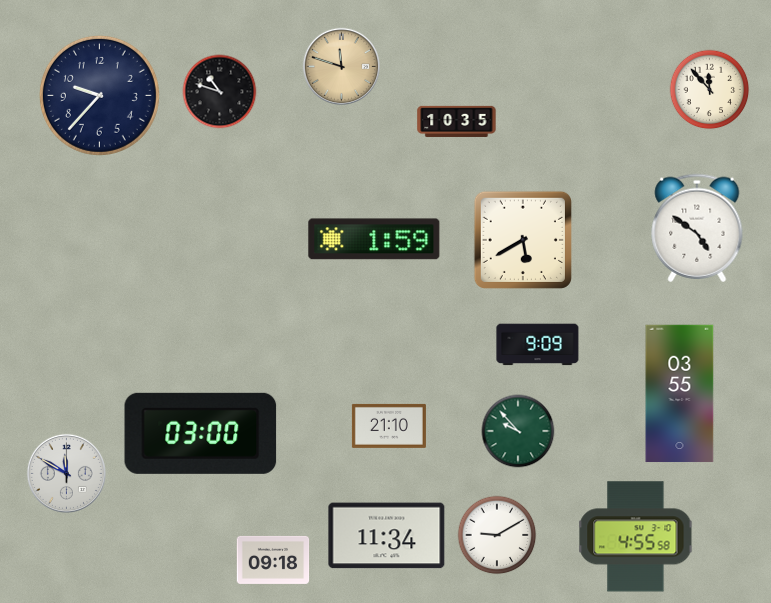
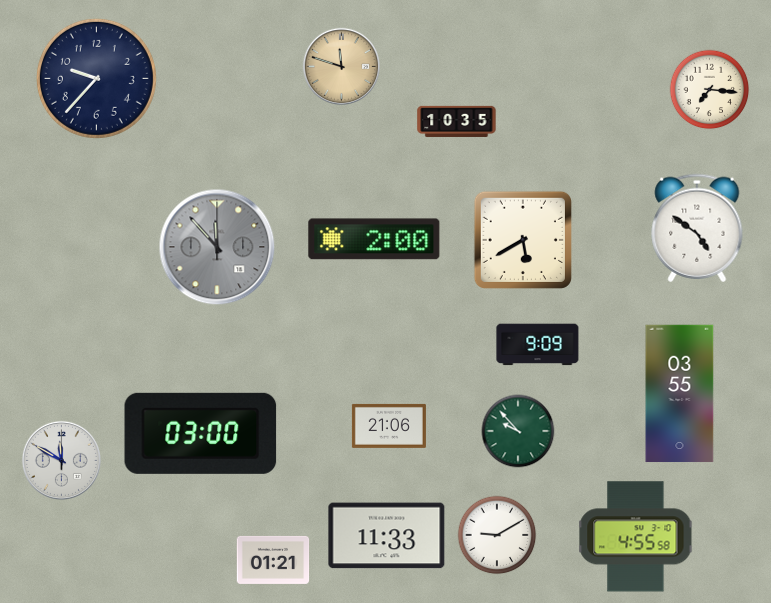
clock at (710, 90): 11:53 -> 7:16
clock at (220, 92): 10:48 -> none
clock at (99, 95) position: (99, 95) -> (96, 78)
clock at (374, 239): 1:59 -> 2:00
clock at (217, 247): none -> 11:53
clock at (389, 426): 21:10 -> 21:06
clock at (66, 473) position: (66, 473) -> (61, 460)
clock at (387, 536): 11:34 -> 11:33
clock at (273, 560): 09:18 -> 01:21
